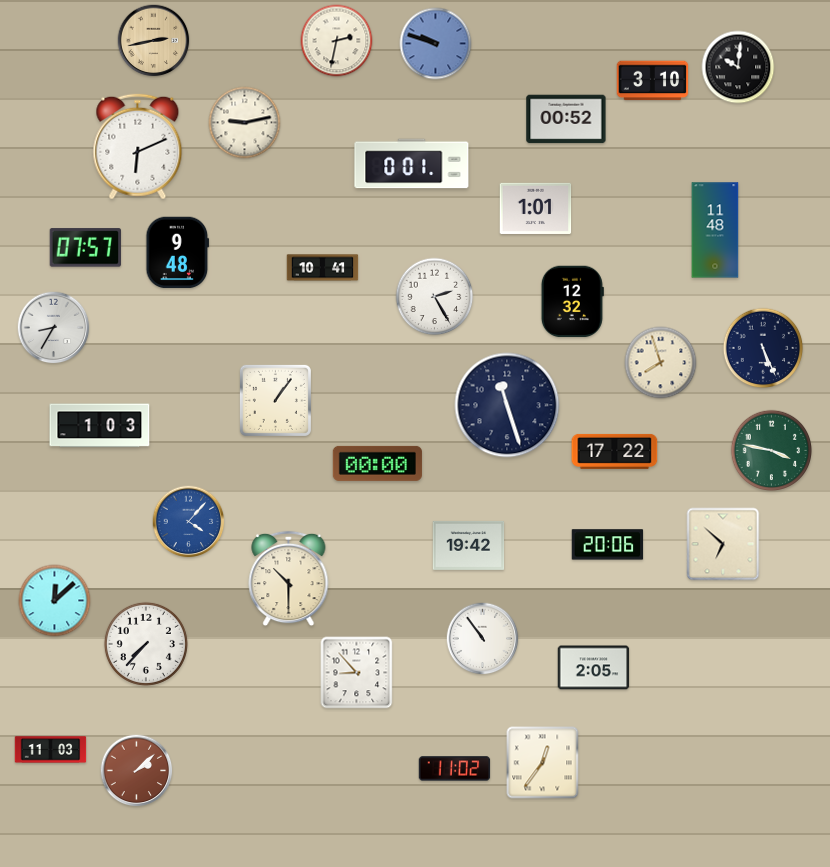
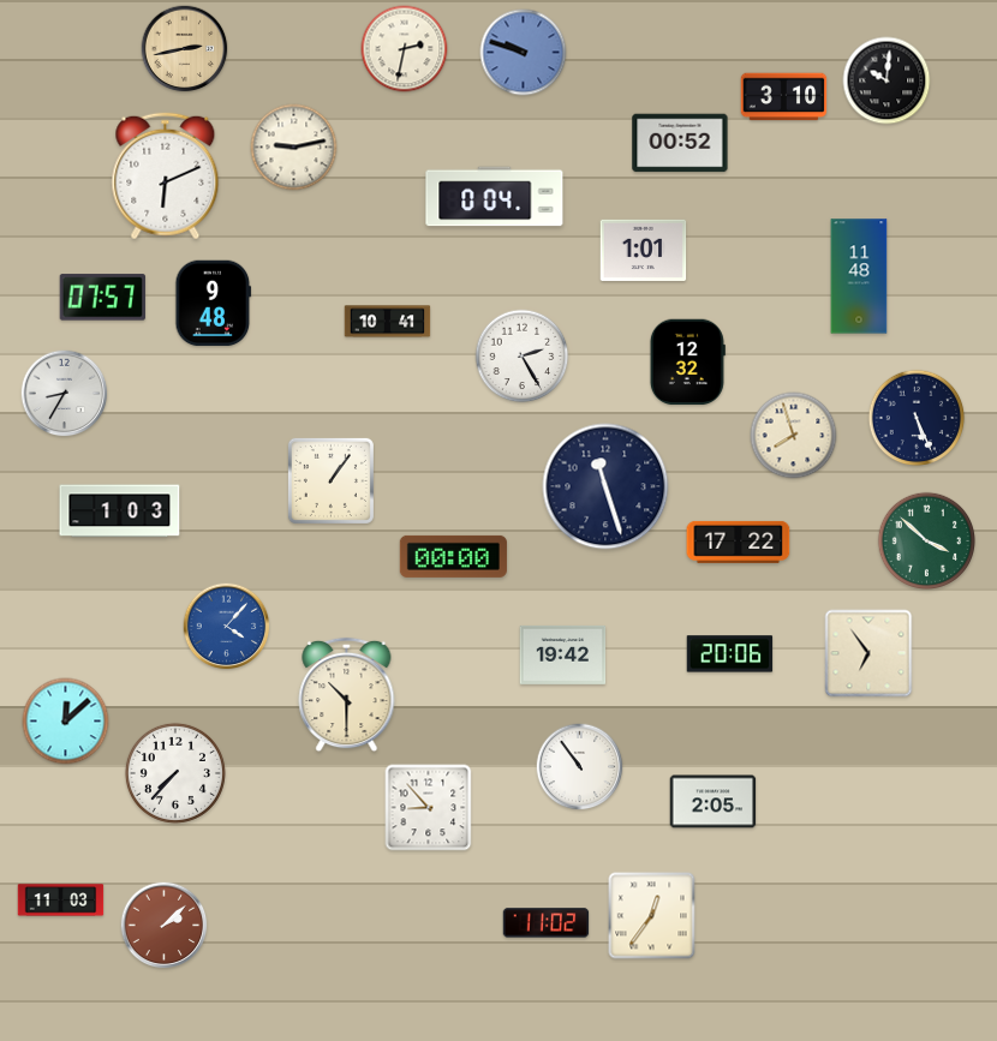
clock at (412, 164): 0:01 -> 0:04
clock at (507, 405) position: (507, 405) -> (605, 486)
clock at (771, 450): 3:47 -> 3:52
clock at (723, 544): 6:52 -> 6:54
